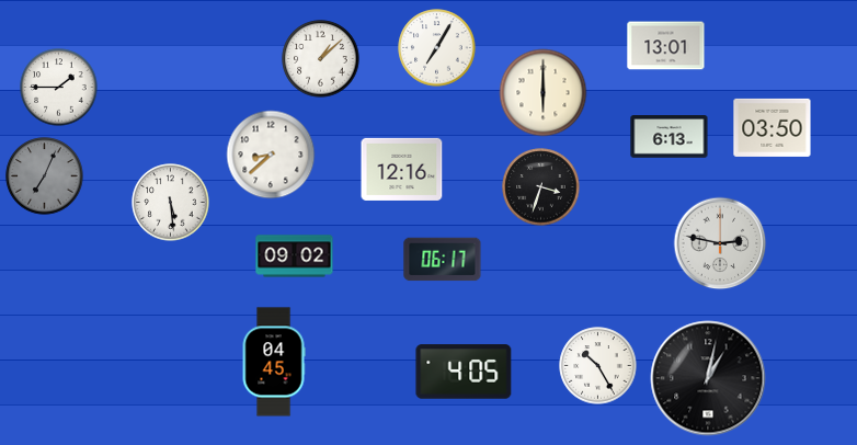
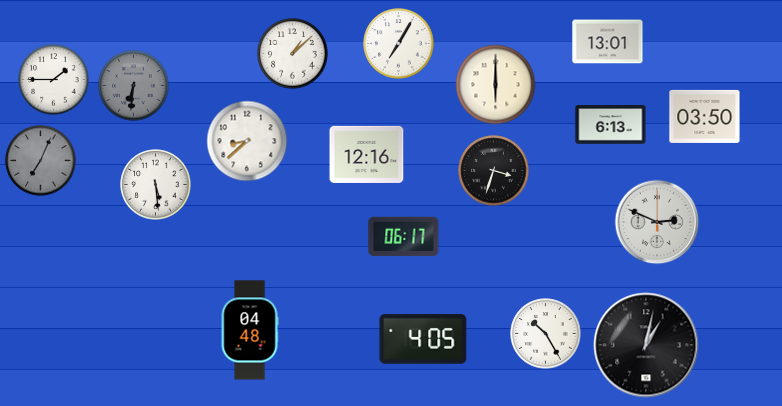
clock at (134, 86): none -> 6:31
clock at (720, 243): 2:47 -> 2:49
clock at (295, 256): 09:02 -> none
clock at (274, 362): 04:45 -> 04:48
